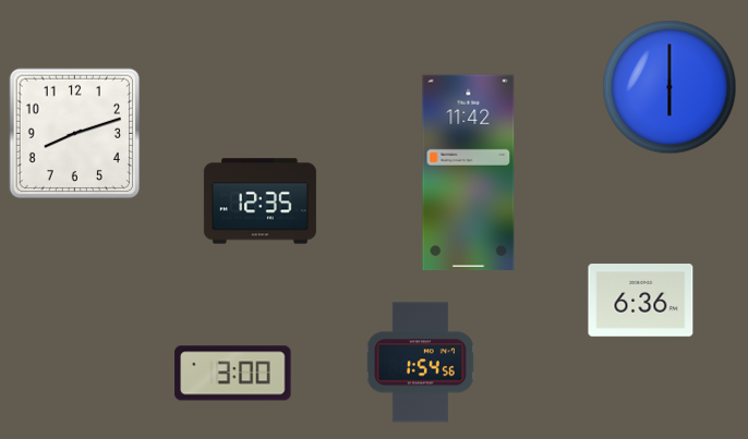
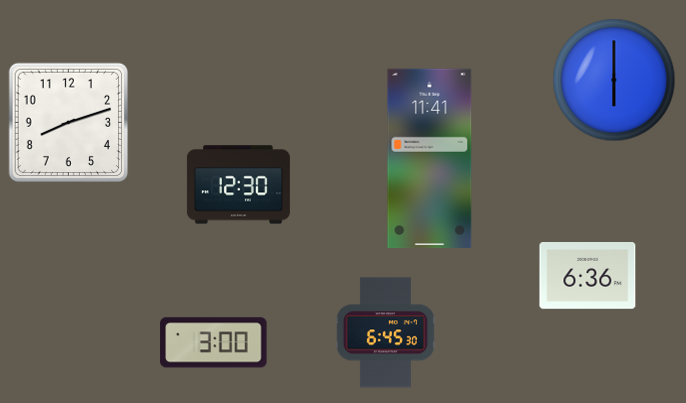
clock at (469, 173): 11:42 -> 11:41
clock at (260, 202): 12:35 -> 12:30
clock at (420, 363): 1:54 -> 6:45
